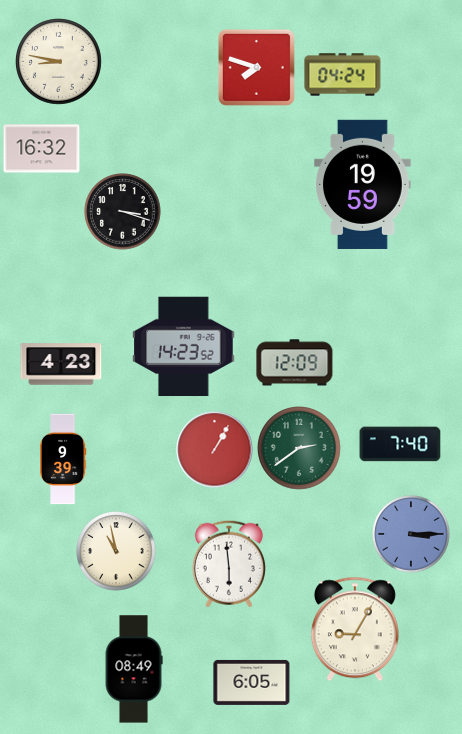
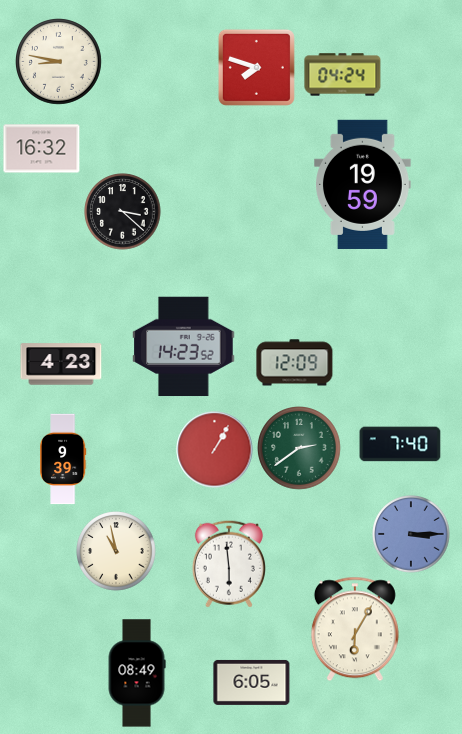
clock at (123, 212): 3:18 -> 3:22
clock at (355, 629): 9:05 -> 6:05
clock at (134, 669) position: (134, 669) -> (137, 673)
